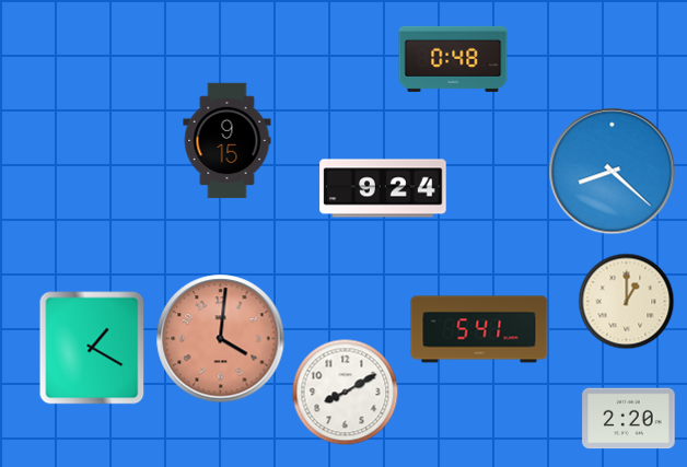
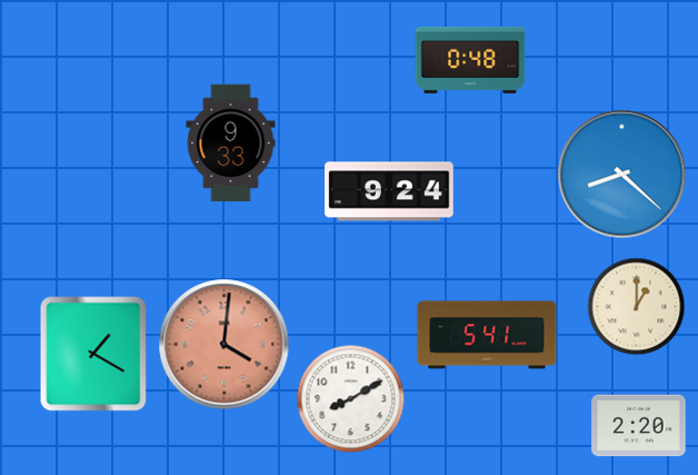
clock at (453, 59) position: (453, 59) -> (470, 60)
clock at (228, 141): 9:15 -> 9:33
